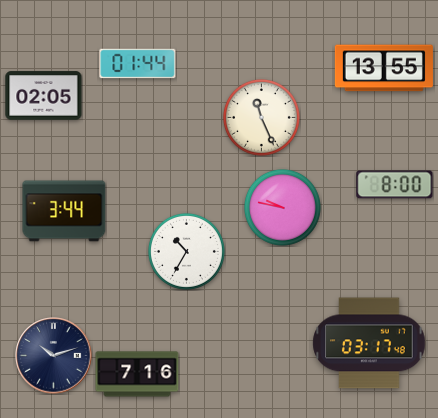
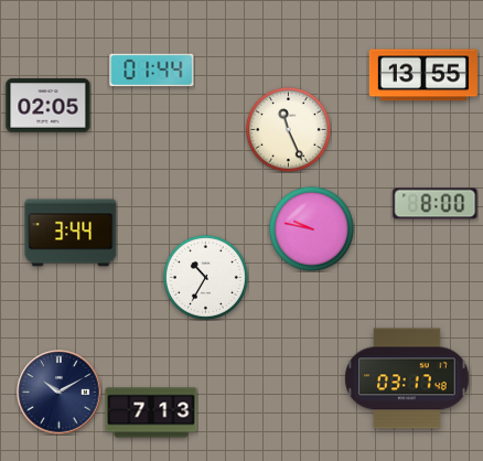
clock at (54, 356): 10:12 -> 10:10
clock at (137, 374): 7:16 -> 7:13
